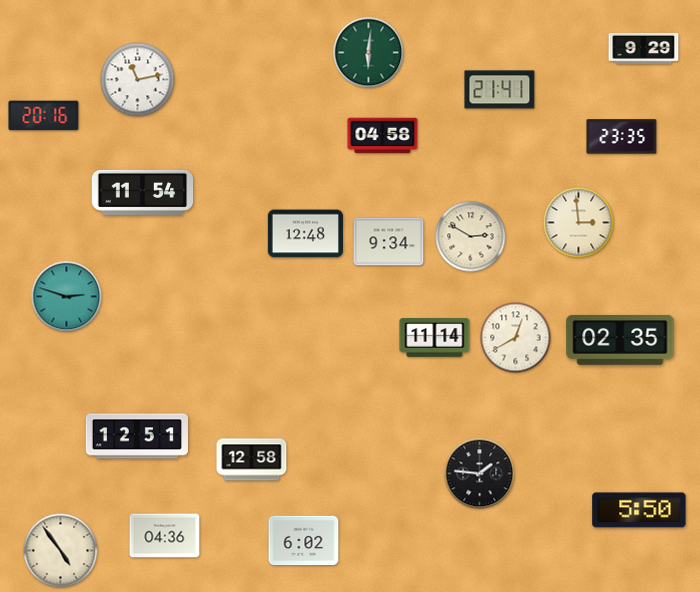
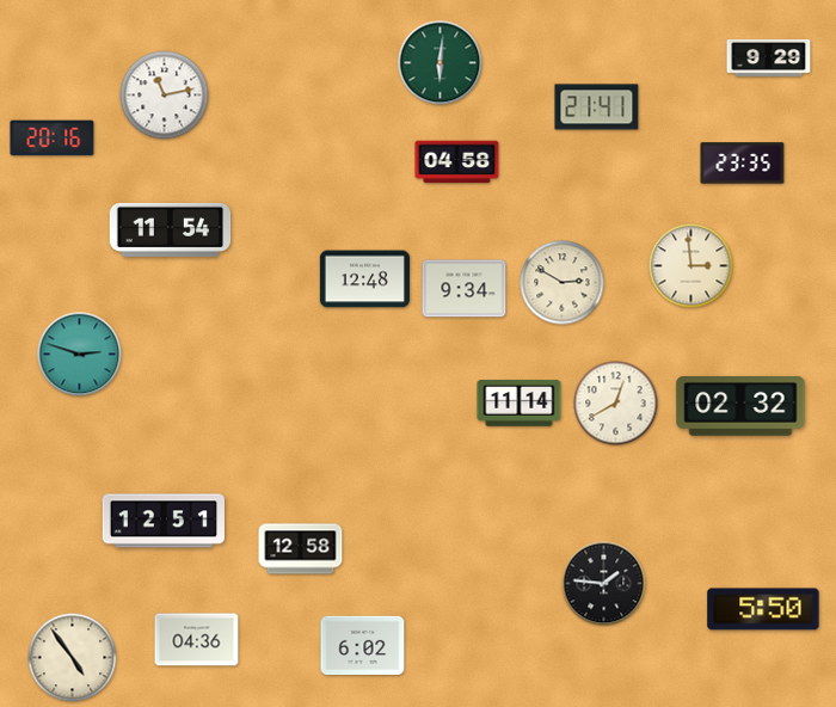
clock at (620, 341): 02:35 -> 02:32
clock at (480, 474) position: (480, 474) -> (604, 584)
